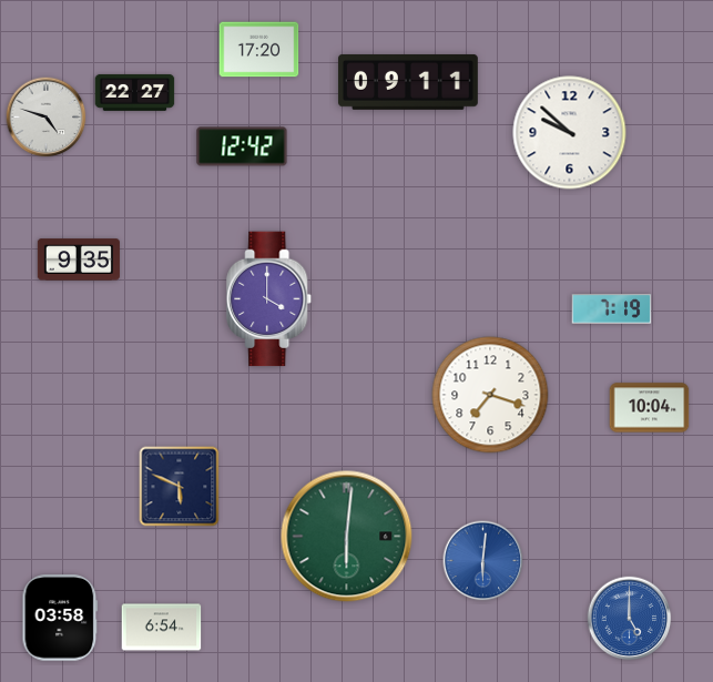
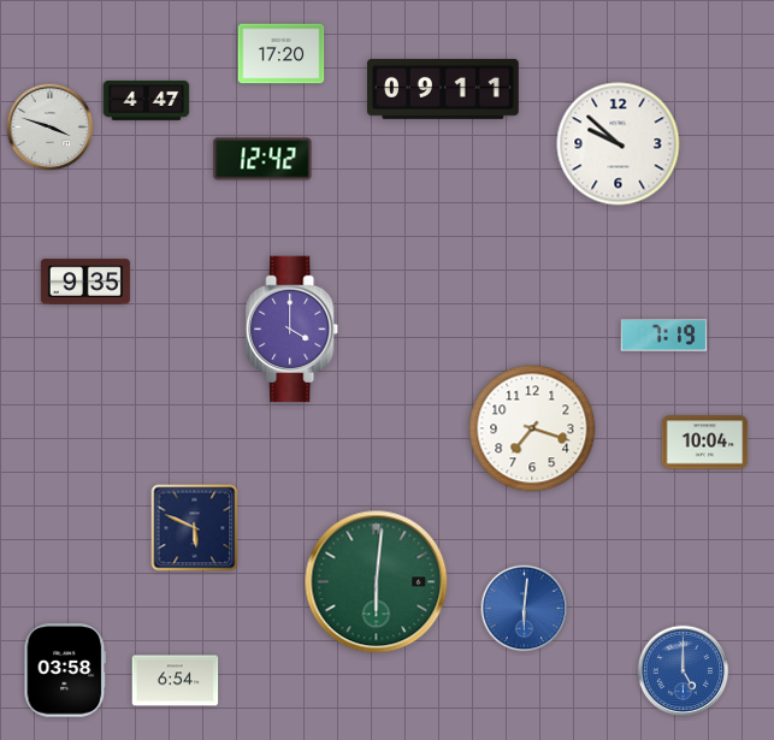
clock at (135, 92): 22:27 -> 4:47
clock at (47, 118): 4:48 -> 3:48
clock at (269, 299) position: (269, 299) -> (293, 330)
